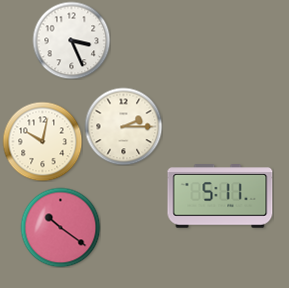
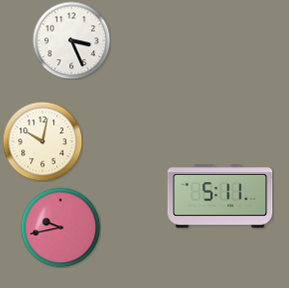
clock at (123, 126): 2:15 -> none
clock at (60, 227): 10:21 -> 9:43
